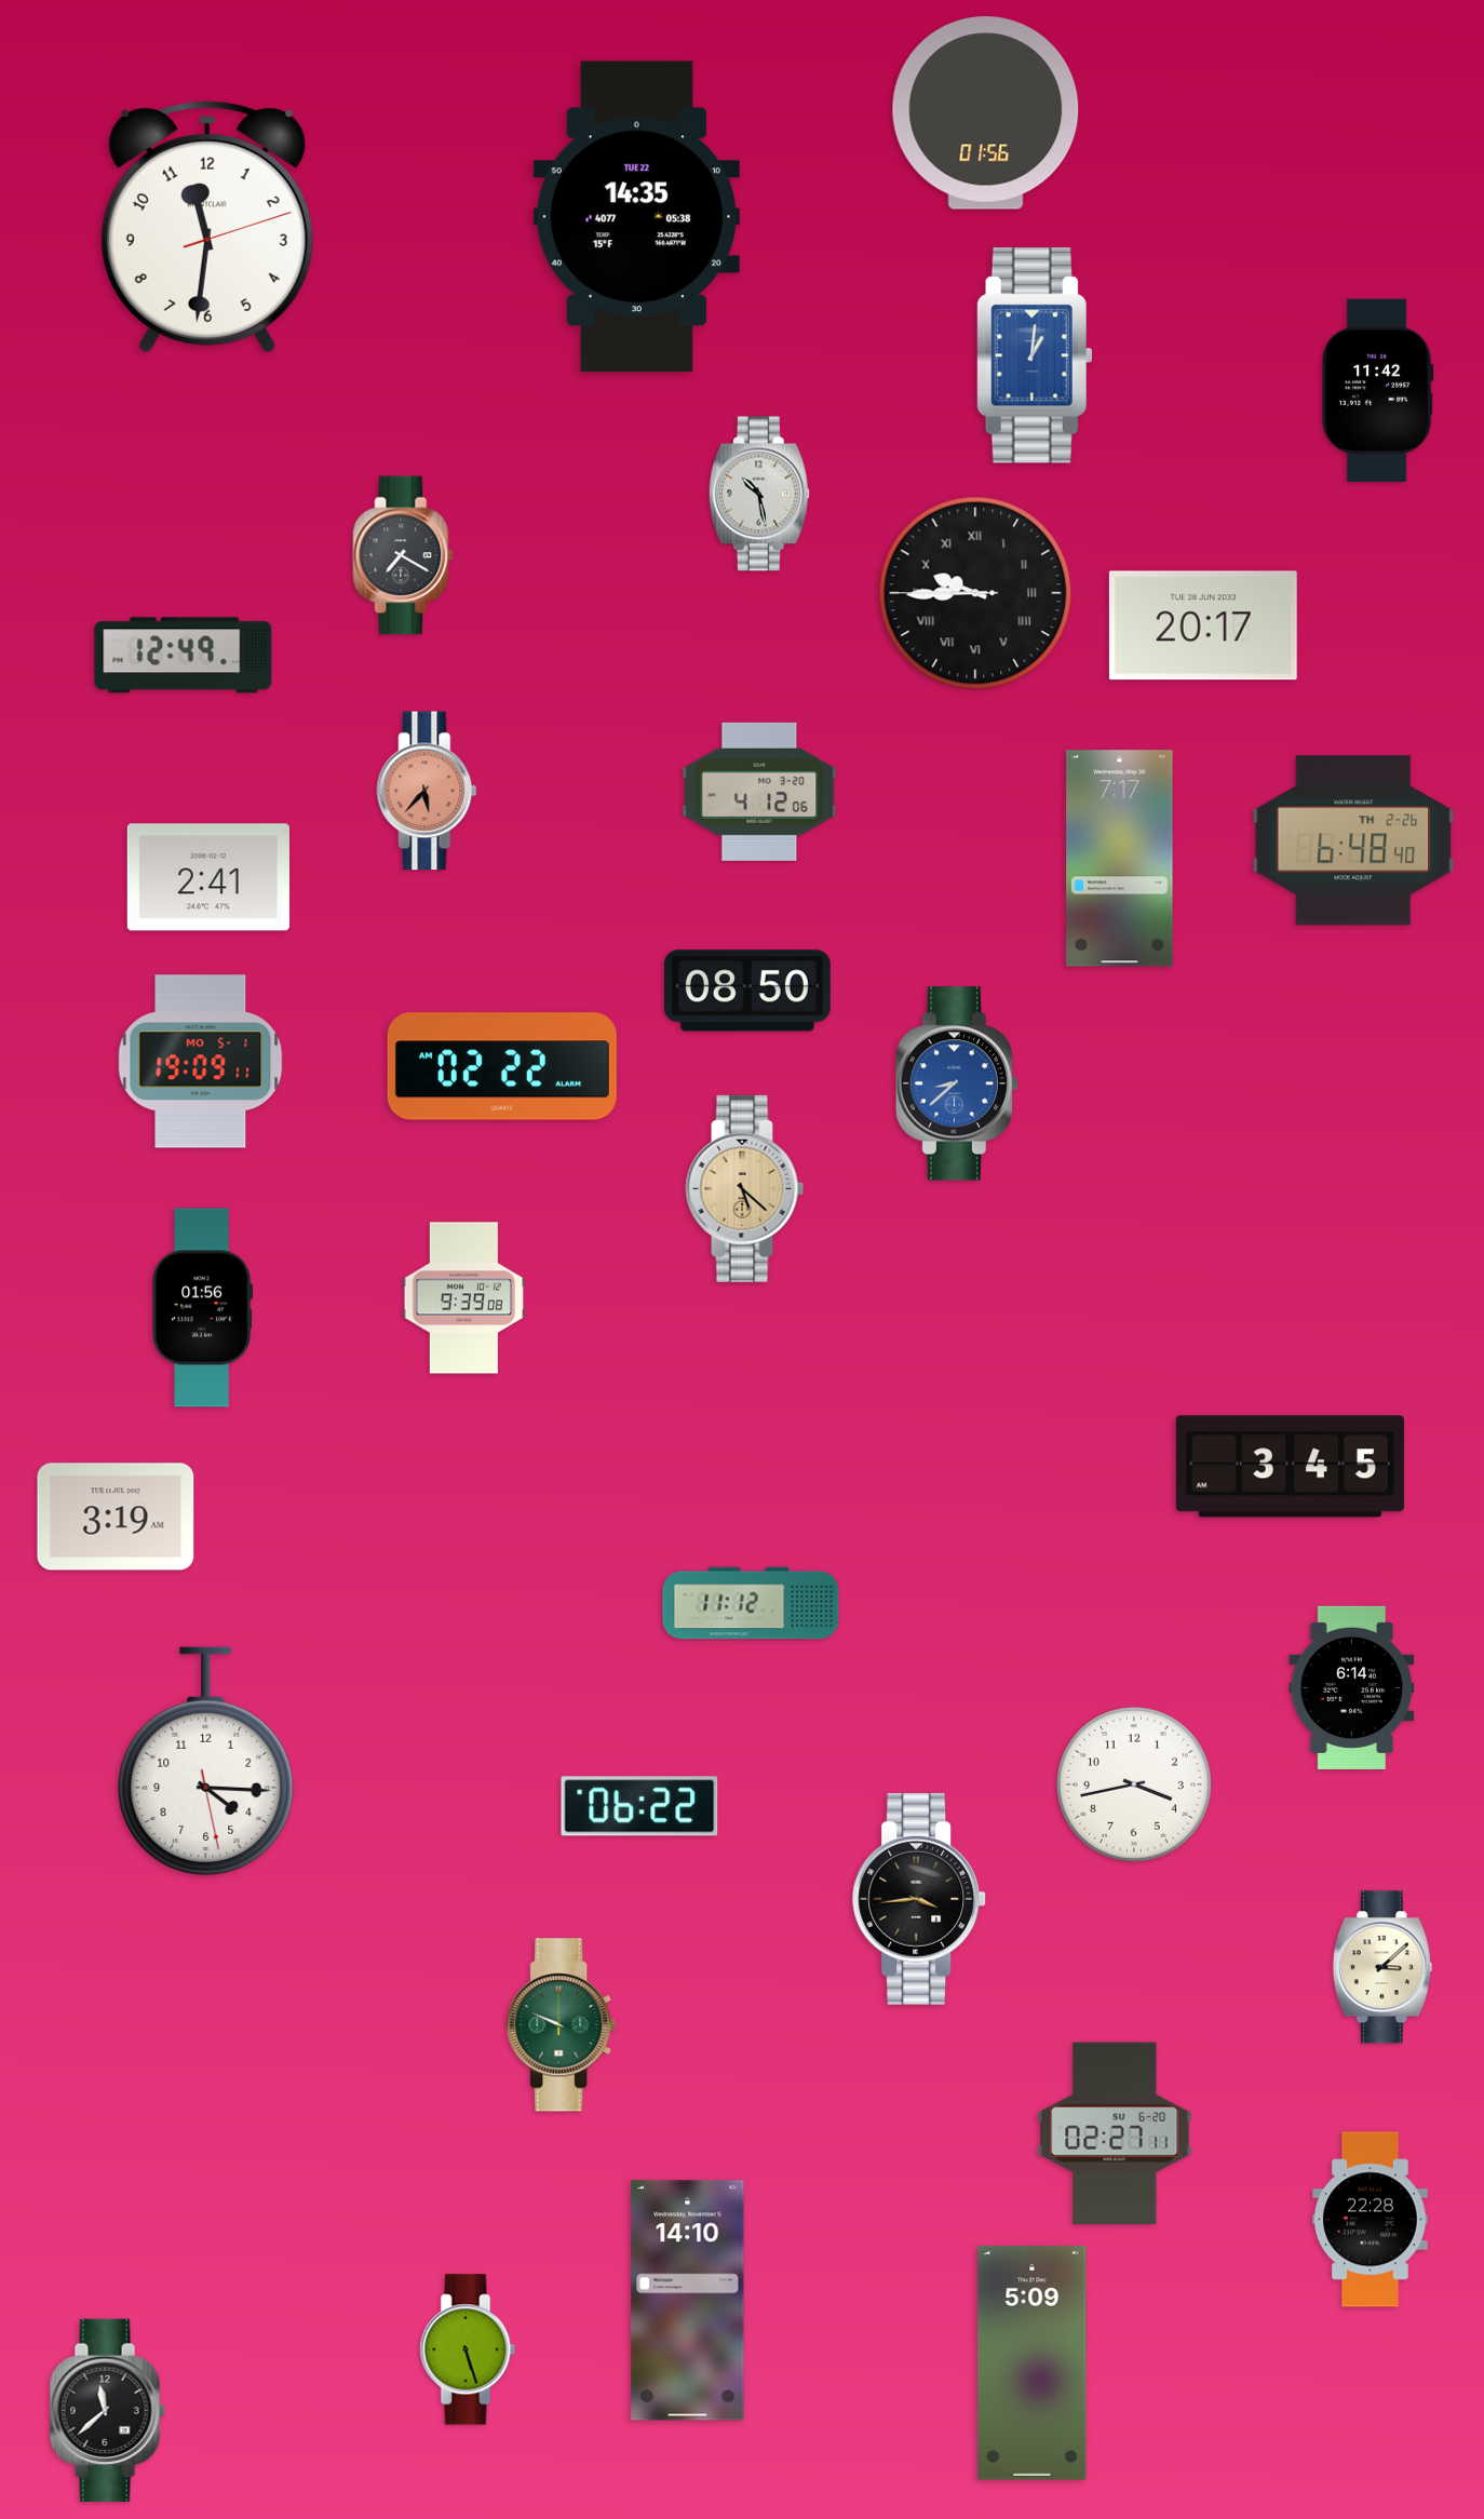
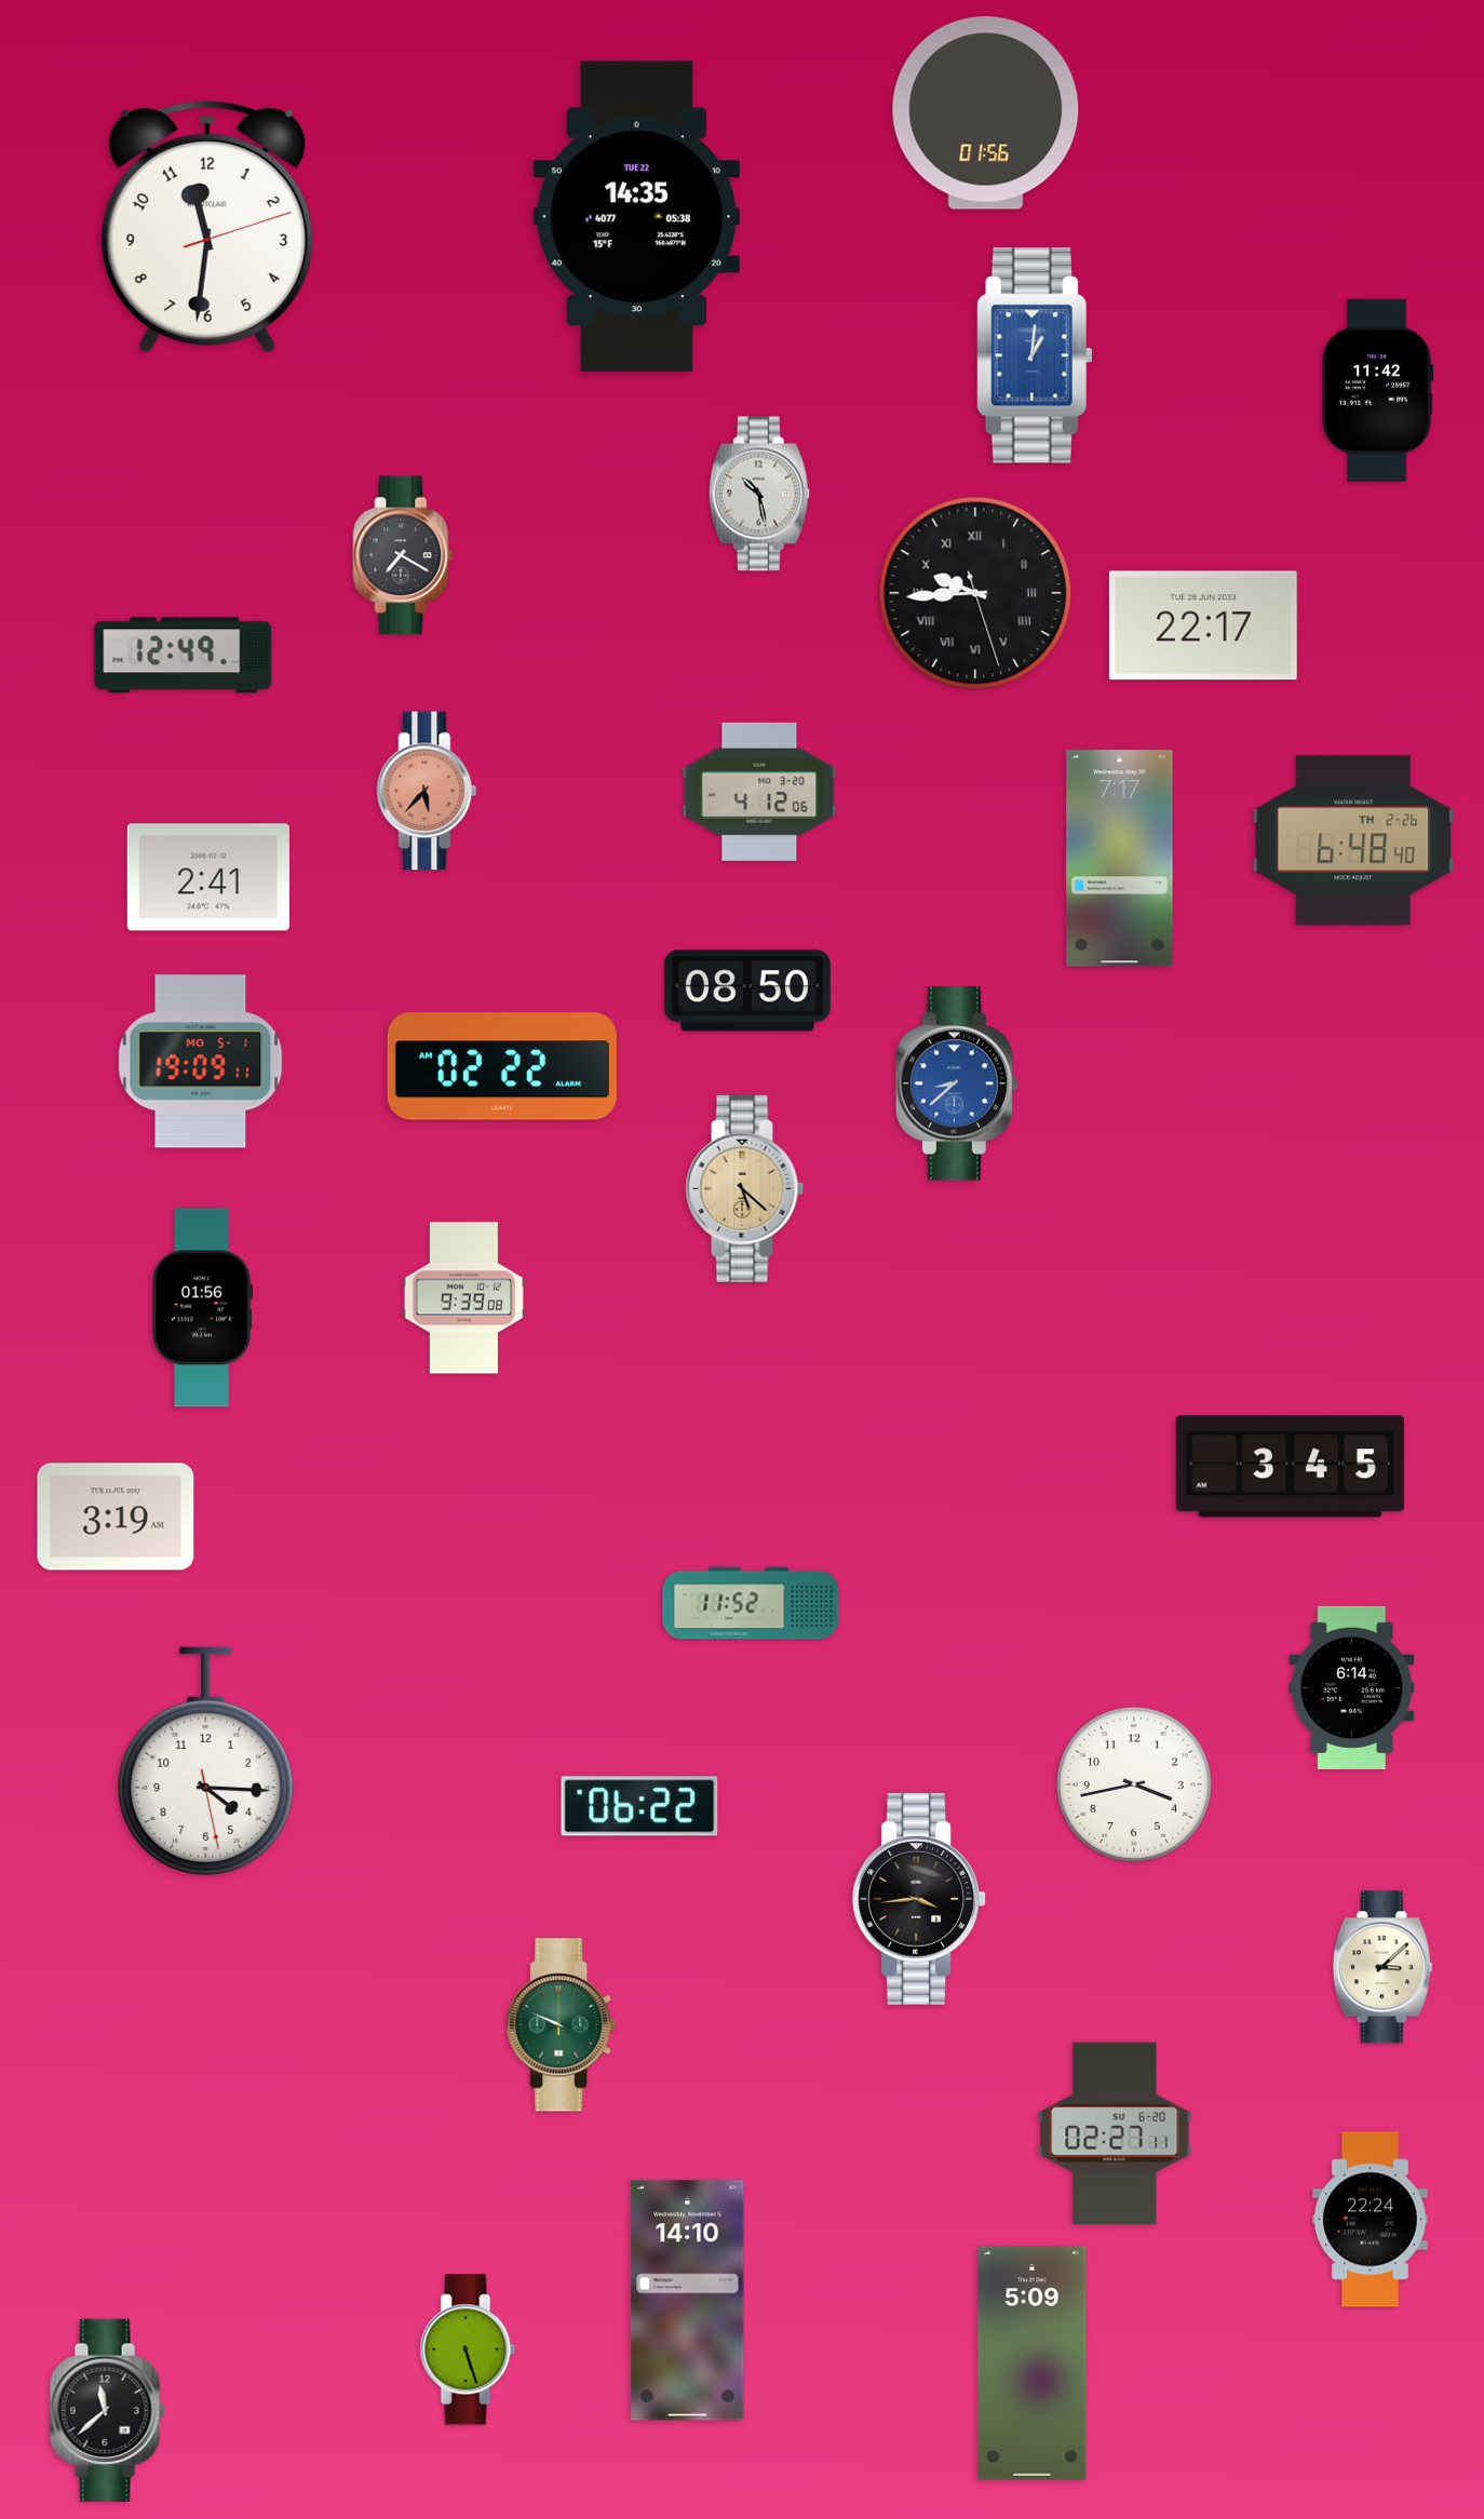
clock at (975, 593): 9:44:45 -> 9:44:27
clock at (1203, 625): 20:17 -> 22:17
clock at (751, 1603): 11:12 -> 11:52
clock at (1371, 2220): 22:28 -> 22:24
